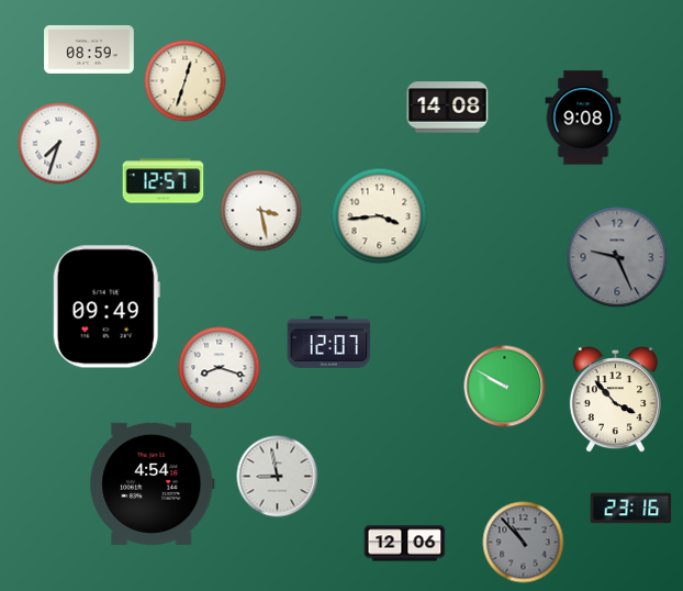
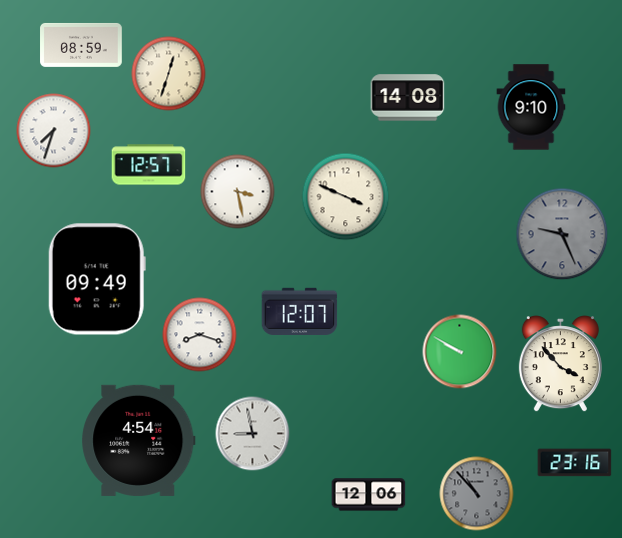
clock at (583, 118): 9:08 -> 9:10
clock at (380, 216): 3:44 -> 3:49
